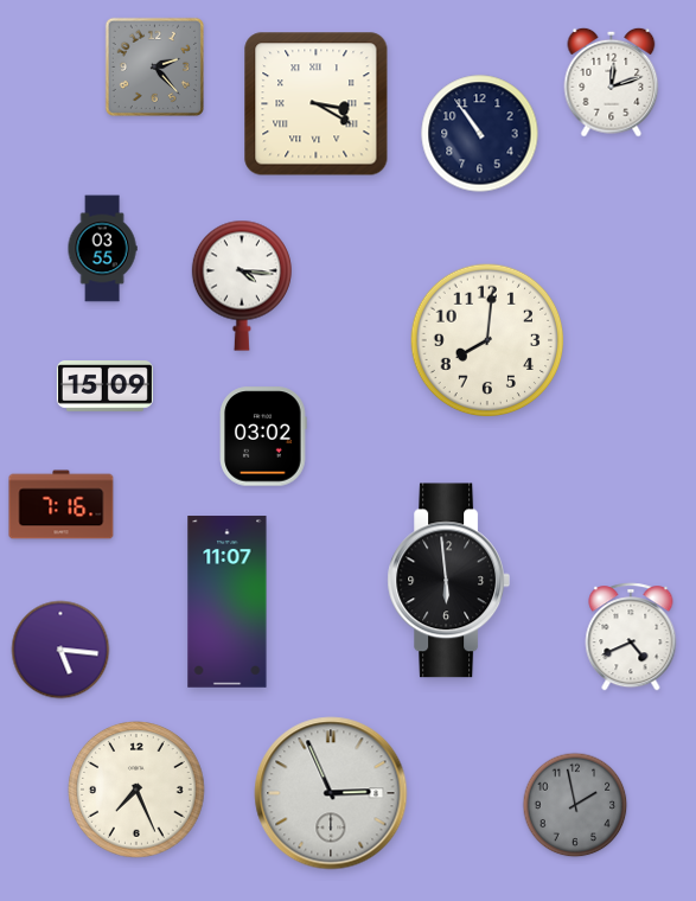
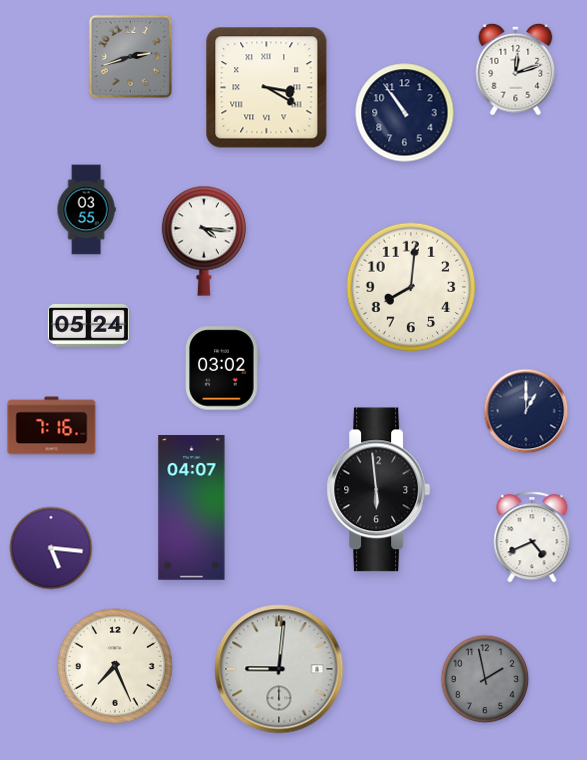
clock at (154, 66): 2:23 -> 2:42
clock at (104, 386): 15:09 -> 05:24
clock at (526, 411): none -> 1:00
clock at (228, 602): 11:07 -> 04:07
clock at (331, 793): 2:56 -> 9:01
